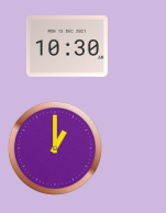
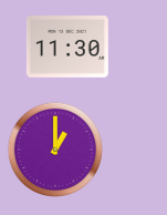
clock at (67, 47): 10:30 -> 11:30
